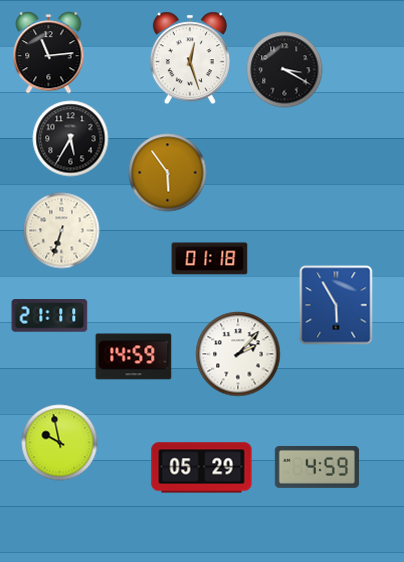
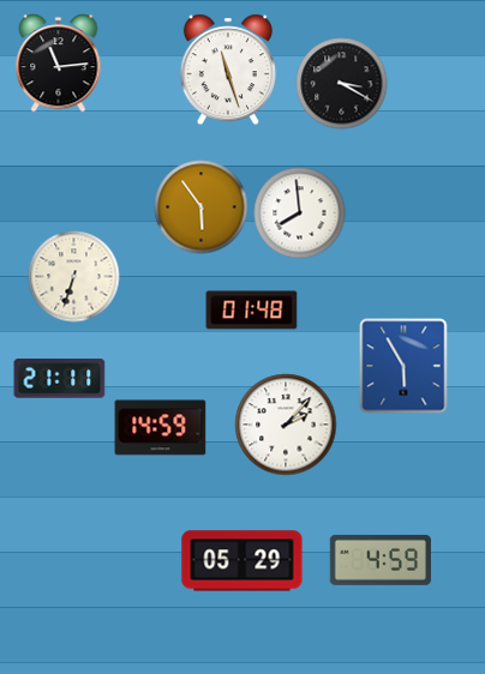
clock at (190, 58): 12:27 -> 11:27
clock at (71, 139): 5:35 -> none
clock at (300, 213): none -> 7:59
clock at (210, 259): 01:18 -> 01:48
clock at (60, 443): 9:58 -> none
